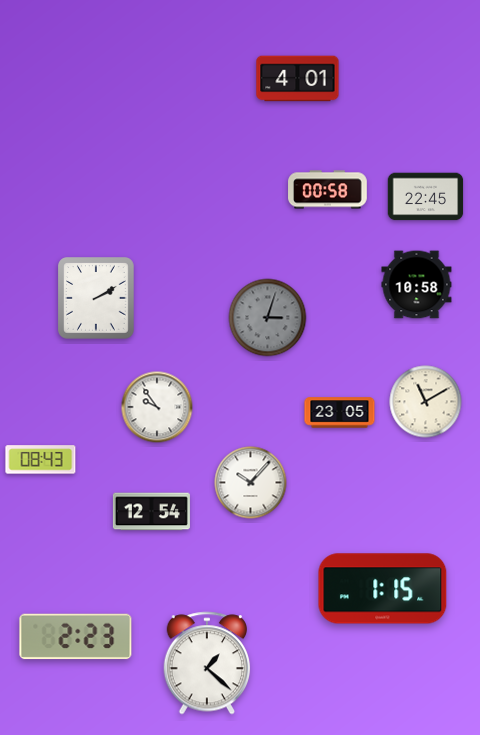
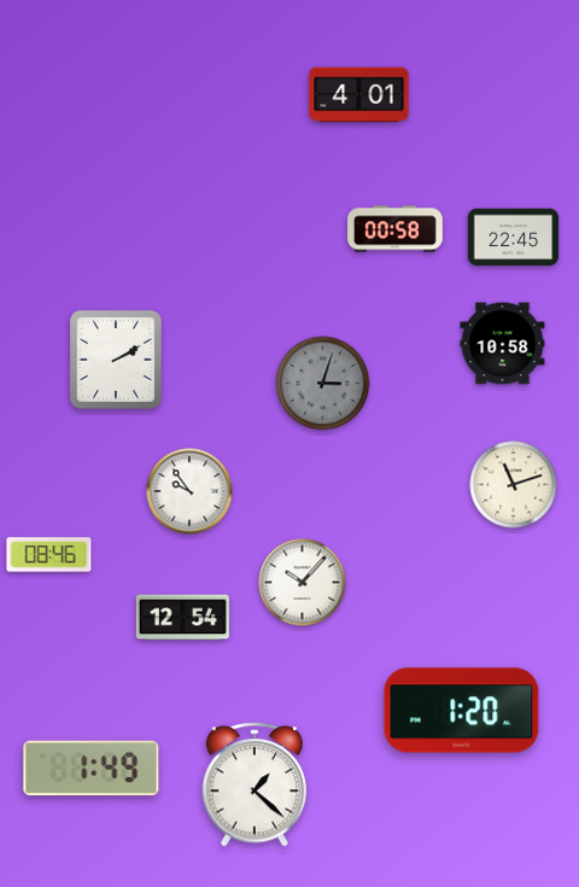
clock at (426, 402): 11:10 -> 11:12
clock at (340, 413): 23:05 -> none
clock at (41, 460): 08:43 -> 08:46
clock at (383, 589): 1:15 -> 1:20
clock at (76, 637): 2:23 -> 1:49
clock at (207, 663) position: (207, 663) -> (255, 784)
